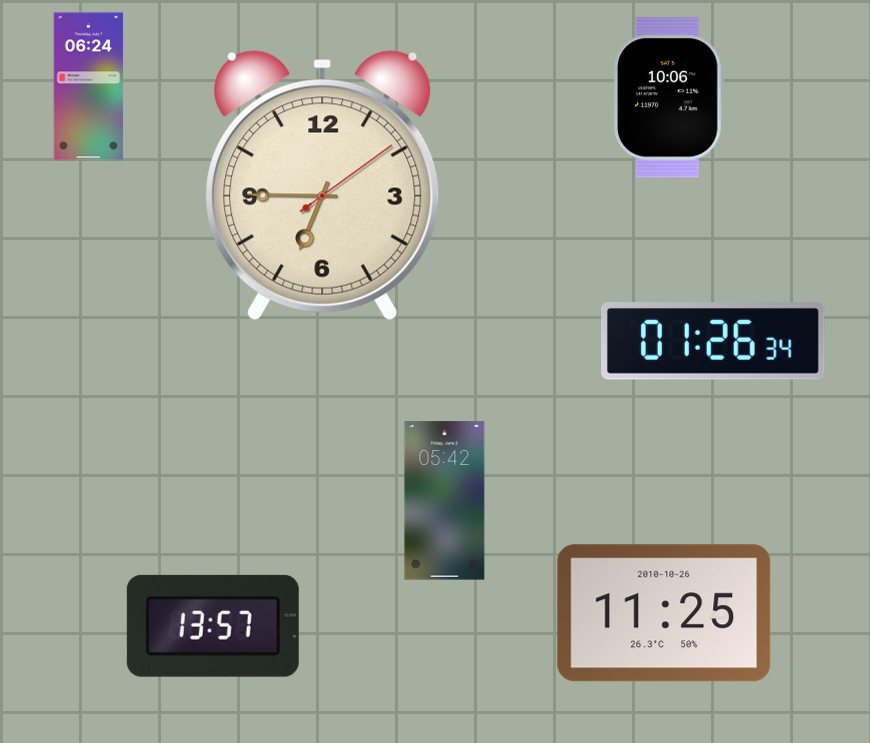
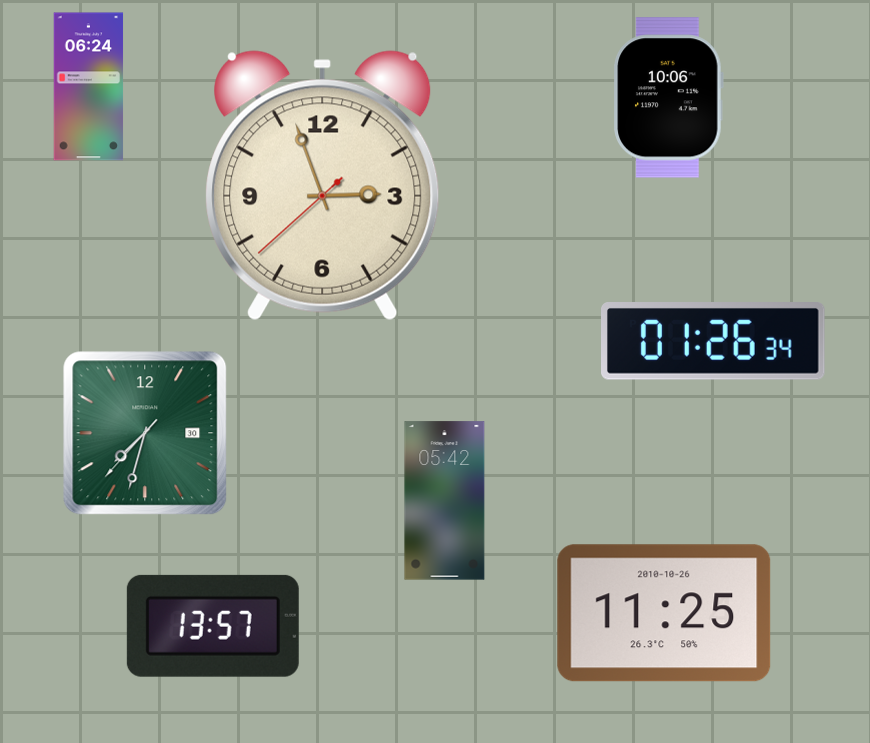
clock at (323, 186): 6:45 -> 2:56
clock at (145, 433): none -> 7:32
